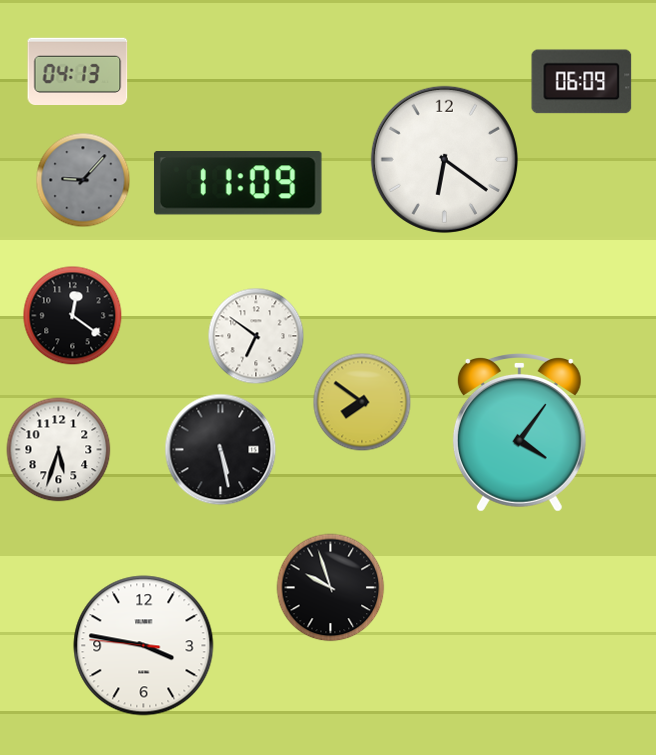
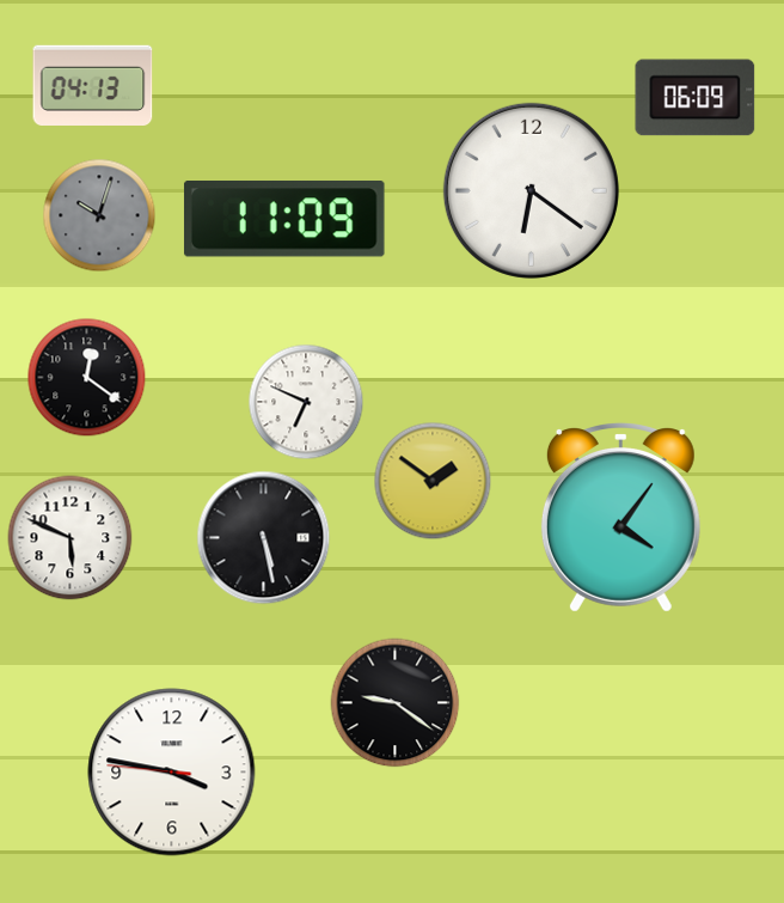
clock at (83, 180): 9:07 -> 10:03
clock at (256, 336): 6:51 -> 6:49
clock at (362, 402): 7:51 -> 1:51
clock at (59, 450): 5:33 -> 5:49
clock at (331, 588): 9:57 -> 9:21
